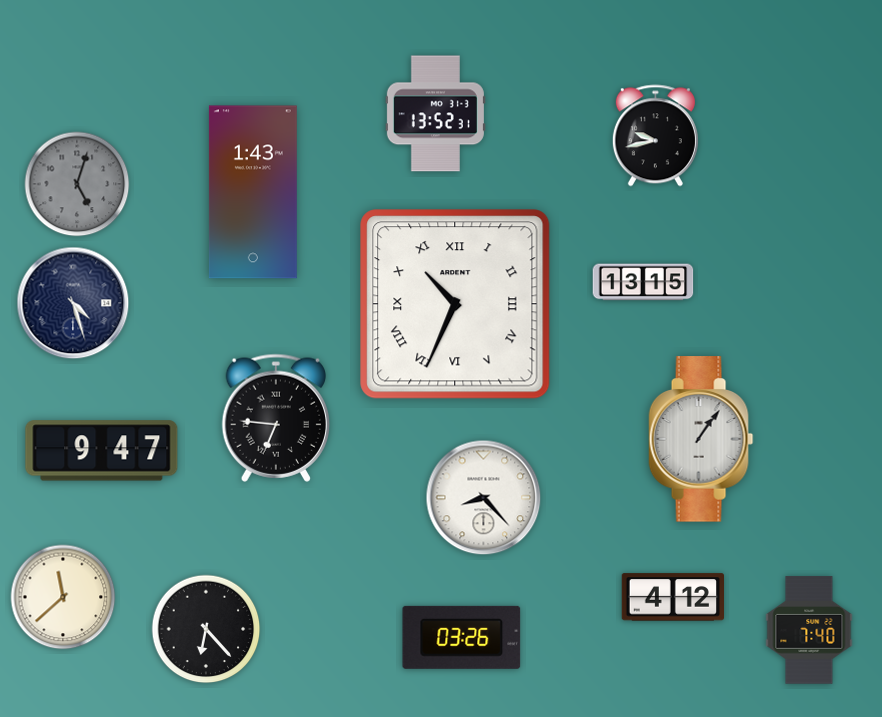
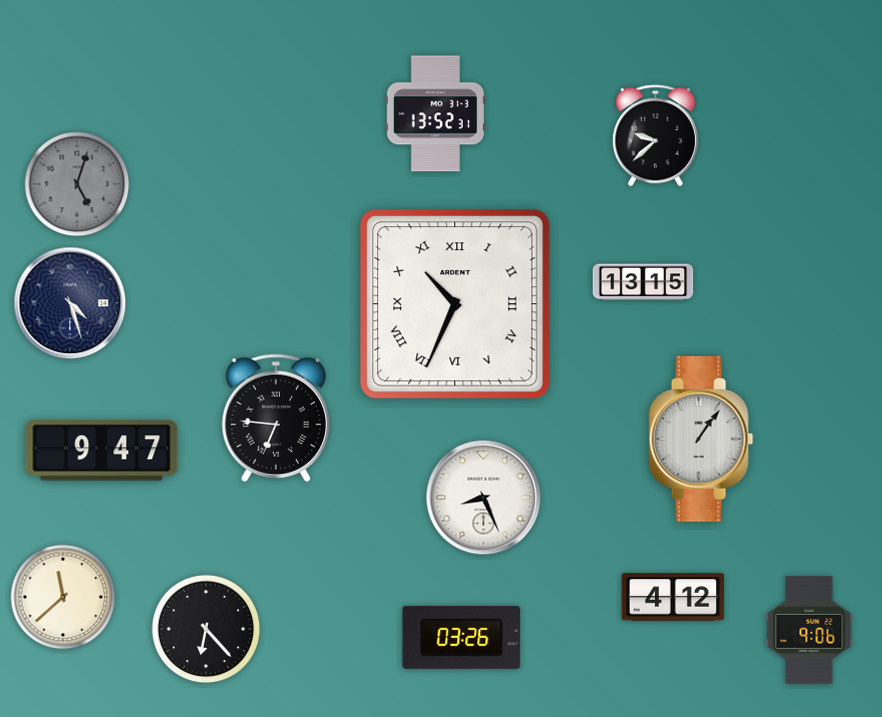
clock at (655, 136): 9:43 -> 9:38
clock at (253, 192): 1:43 -> none
clock at (73, 303) position: (73, 303) -> (70, 303)
clock at (484, 498): 8:23 -> 8:26
clock at (809, 630): 7:40 -> 9:06
